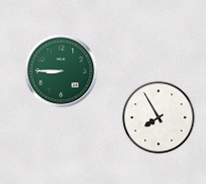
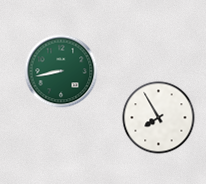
clock at (61, 71): 8:45 -> 8:43
